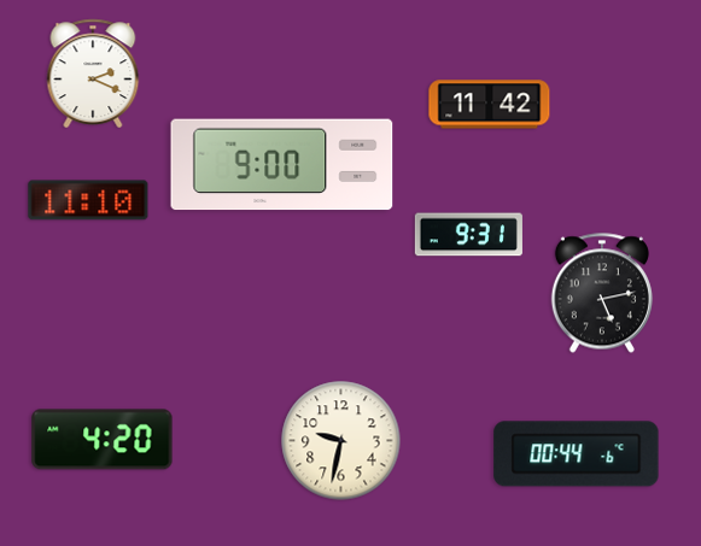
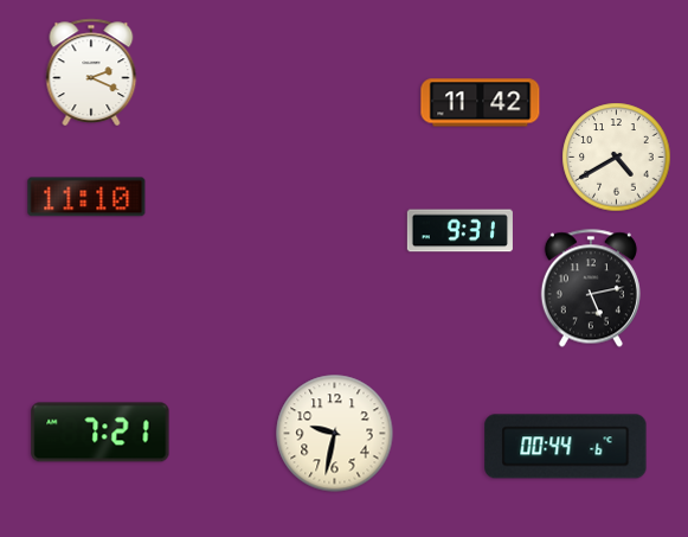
clock at (617, 158): none -> 4:40
clock at (282, 165): 9:00 -> none
clock at (103, 440): 4:20 -> 7:21
